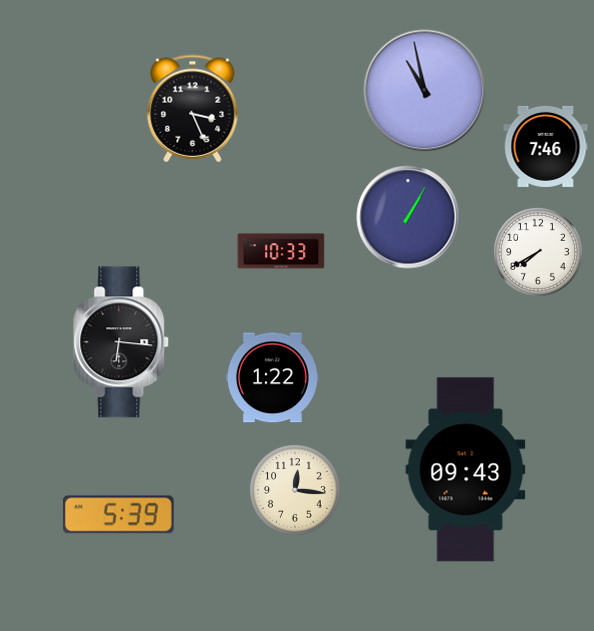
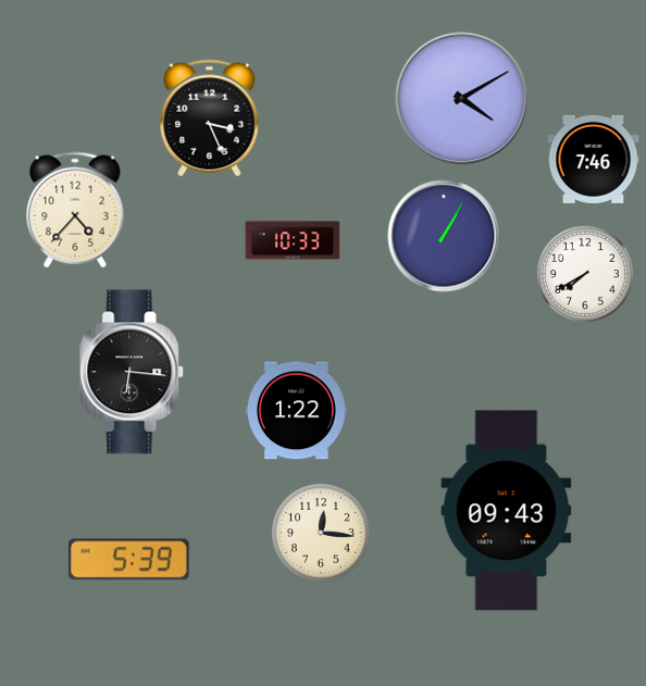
clock at (425, 91): 10:58 -> 4:10
clock at (75, 210): none -> 4:37
clock at (281, 251) position: (281, 251) -> (293, 240)
